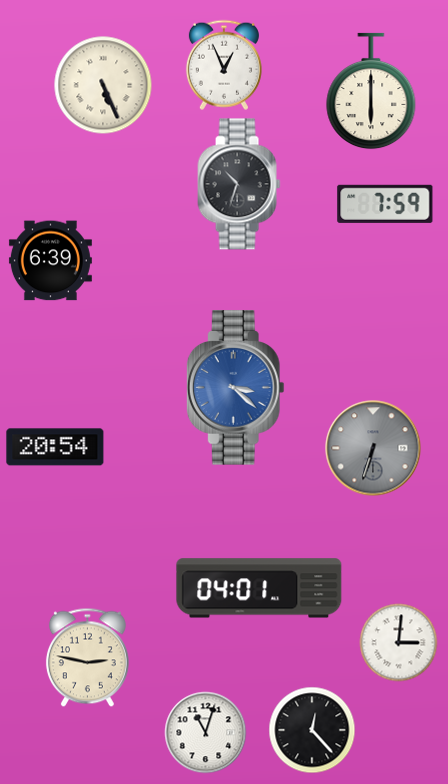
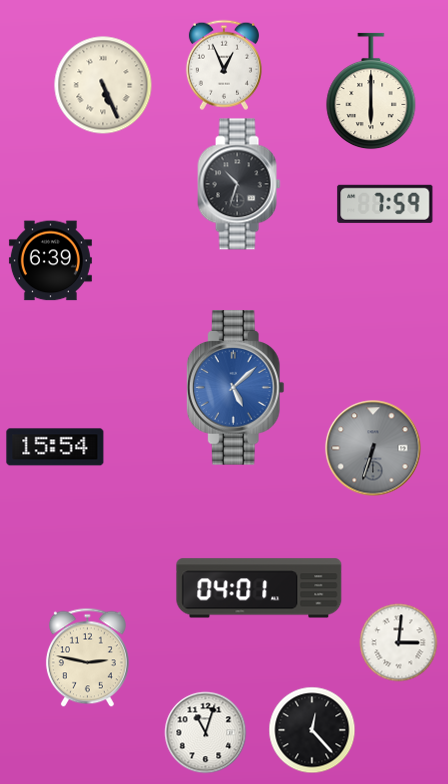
clock at (235, 388): 3:22 -> 5:08
clock at (55, 447): 20:54 -> 15:54
